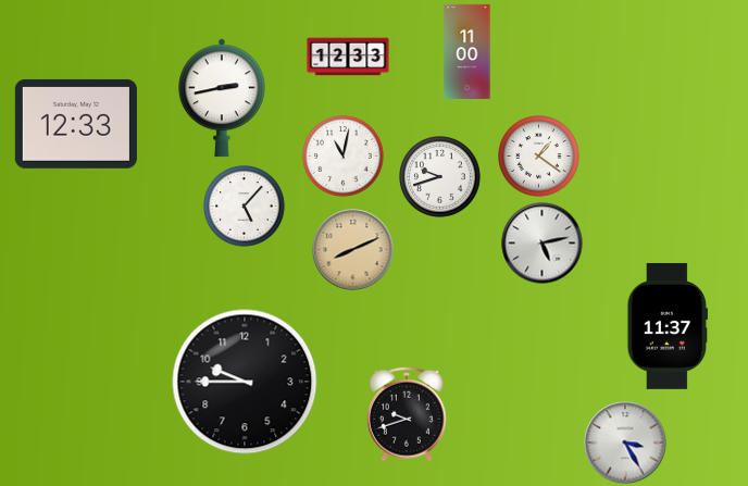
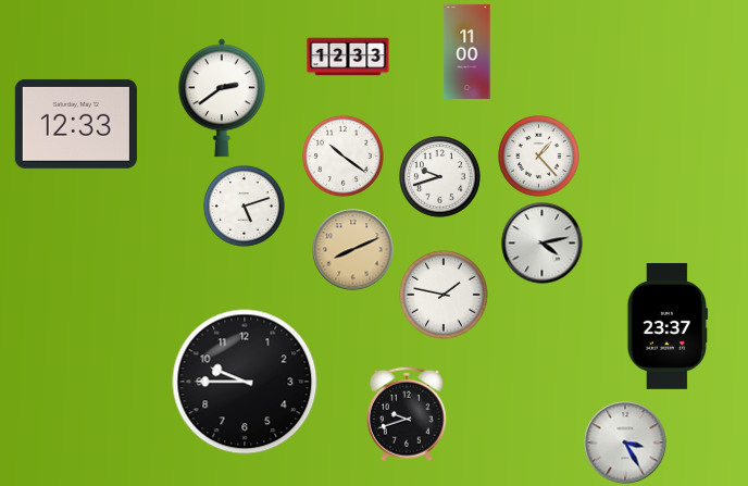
clock at (223, 98): 2:43 -> 2:39
clock at (344, 157): 11:02 -> 10:21
clock at (539, 157): 1:21 -> 1:23
clock at (245, 207): 5:07 -> 5:12
clock at (543, 244): 5:13 -> 4:13
clock at (444, 295): none -> 1:47
clock at (666, 326): 11:37 -> 23:37
